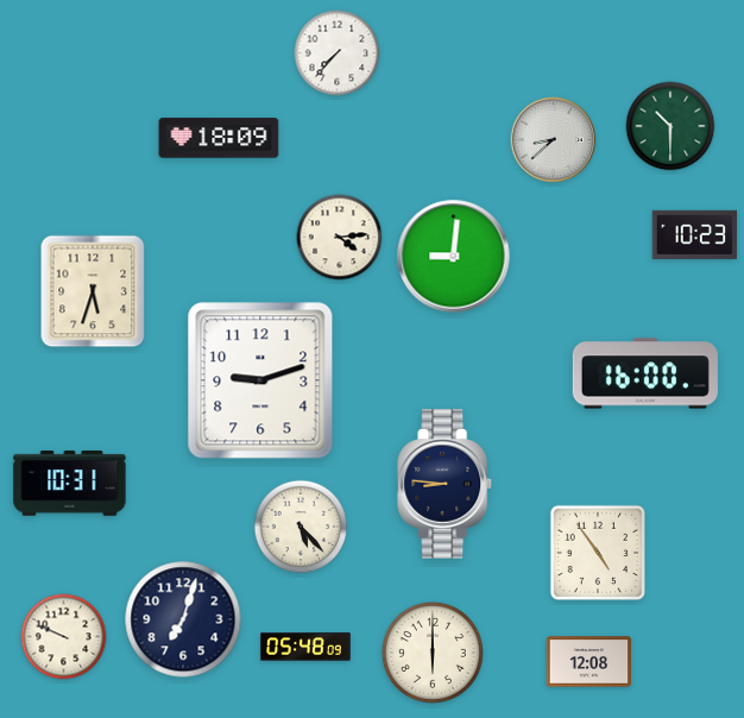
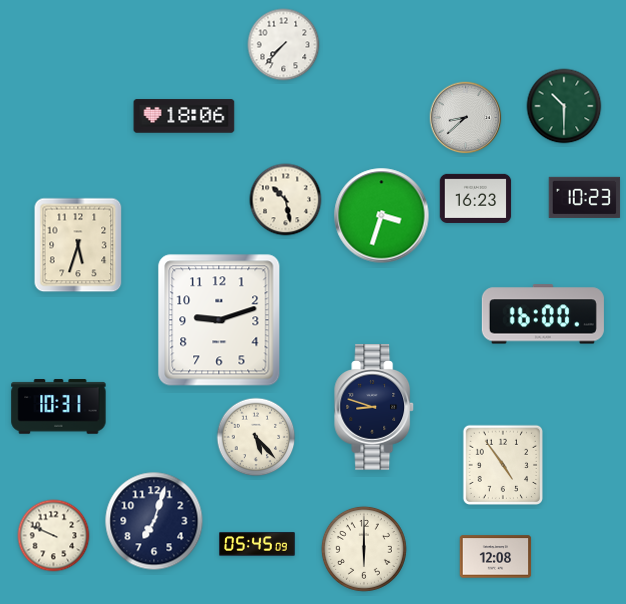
clock at (219, 138): 18:09 -> 18:06
clock at (476, 198): none -> 16:23
clock at (340, 238): 4:14 -> 10:28
clock at (454, 257): 9:01 -> 3:33
clock at (446, 484): 8:46 -> 8:48
clock at (301, 527) position: (301, 527) -> (256, 437)
clock at (305, 647): 05:48 -> 05:45
